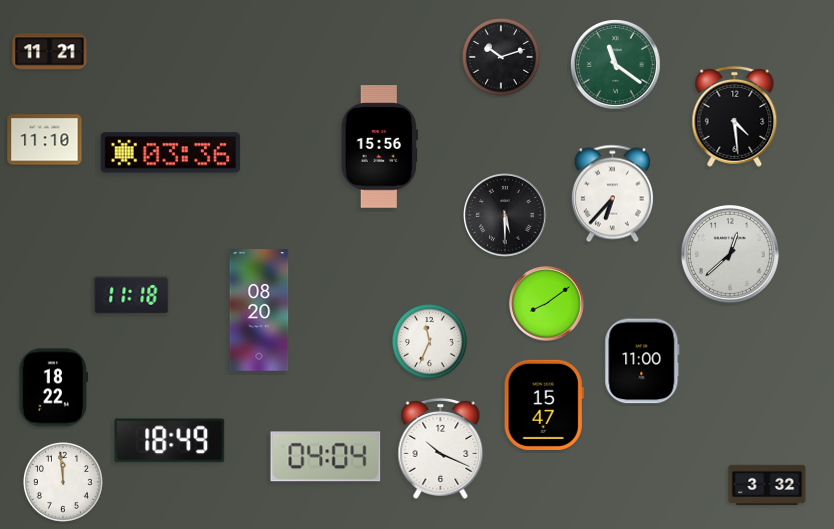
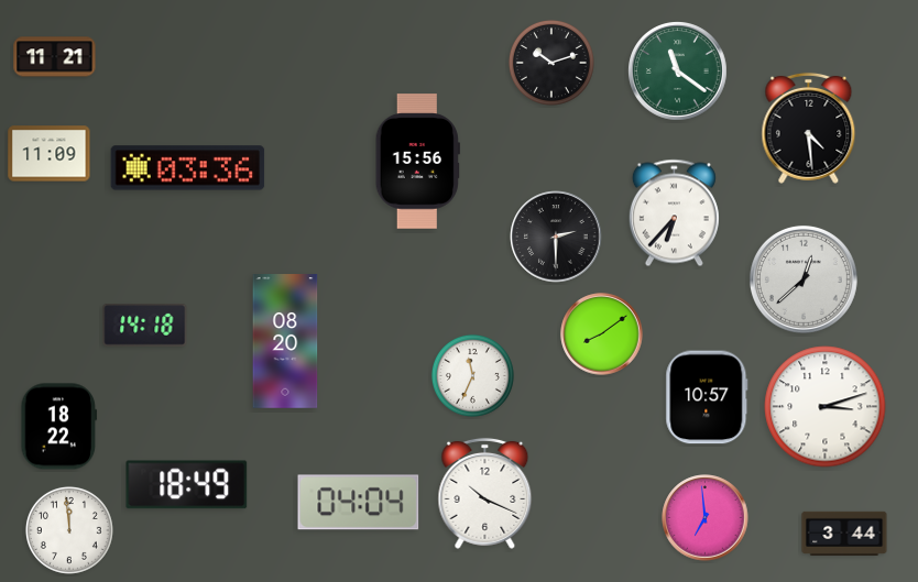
clock at (45, 140): 11:10 -> 11:09
clock at (505, 215): 5:30 -> 2:30
clock at (132, 296): 11:18 -> 14:18
clock at (642, 361): 11:00 -> 10:57
clock at (826, 407): none -> 3:12
clock at (544, 405): 15:47 -> none
clock at (706, 518): none -> 6:59
clock at (767, 484): 3:32 -> 3:44
